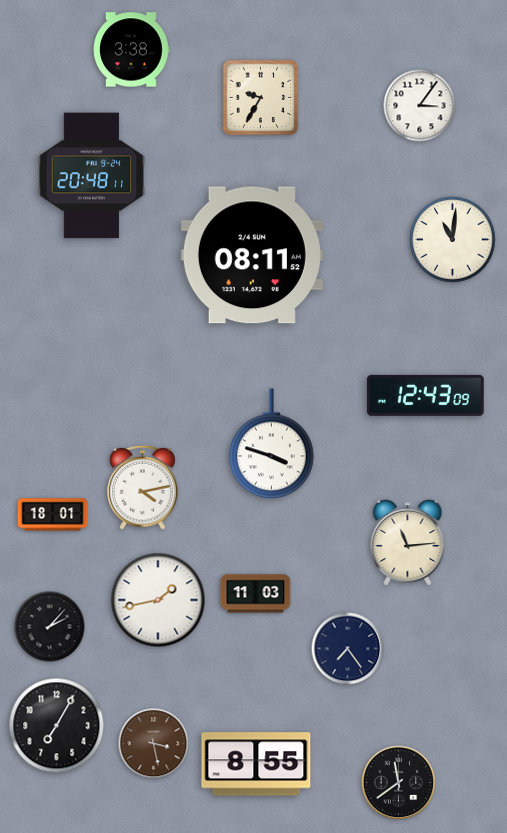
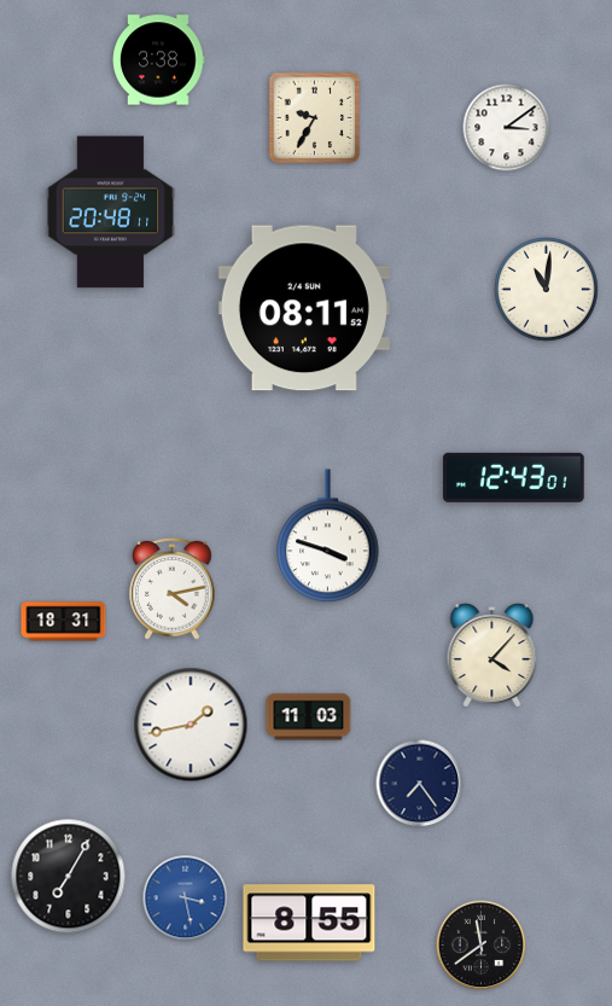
clock at (420, 106): 3:06 -> 3:09
clock at (425, 395): 12:43:09 -> 12:43:01
clock at (53, 515): 18:01 -> 18:31
clock at (408, 543): 11:14 -> 4:07
clock at (50, 627): 2:07 -> none
clock at (154, 744) dial: brown -> blue
